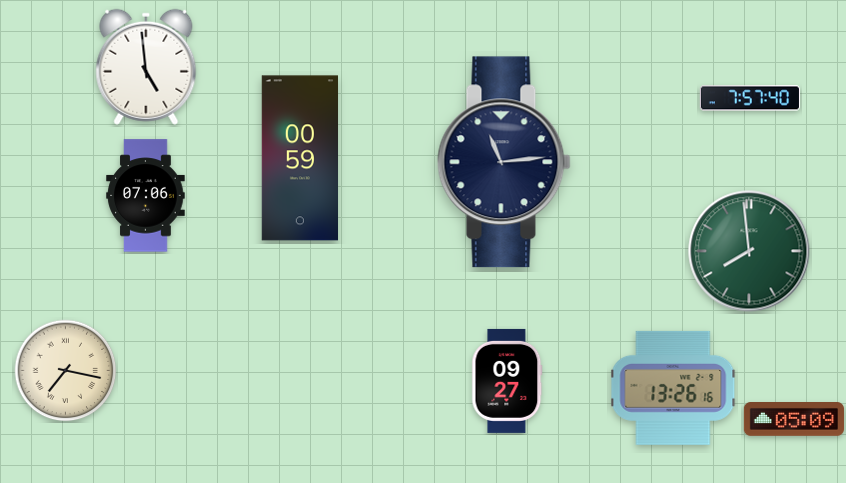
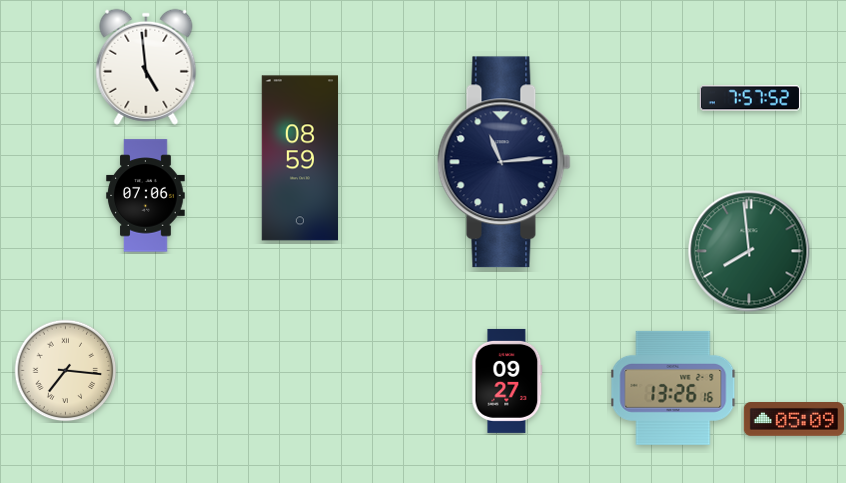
clock at (750, 98): 7:57:40 -> 7:57:52
clock at (299, 158): 00:59 -> 08:59
clock at (66, 371): 7:17 -> 7:16
